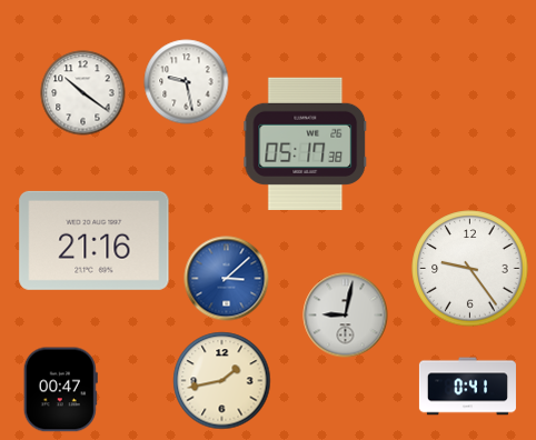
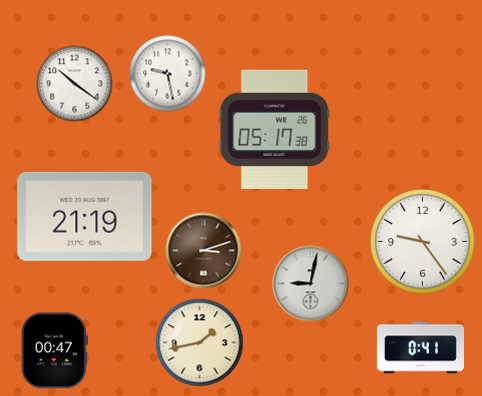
clock at (95, 240): 21:16 -> 21:19
clock at (227, 279): 3:08 -> 3:12
clock at (227, 279) dial: blue -> brown
